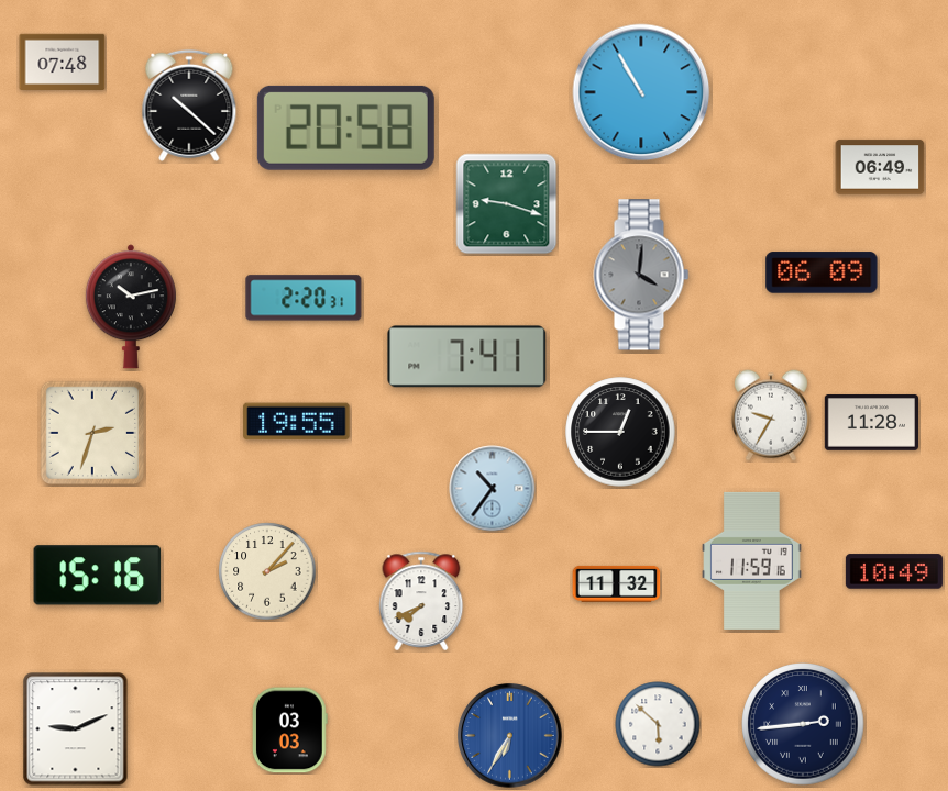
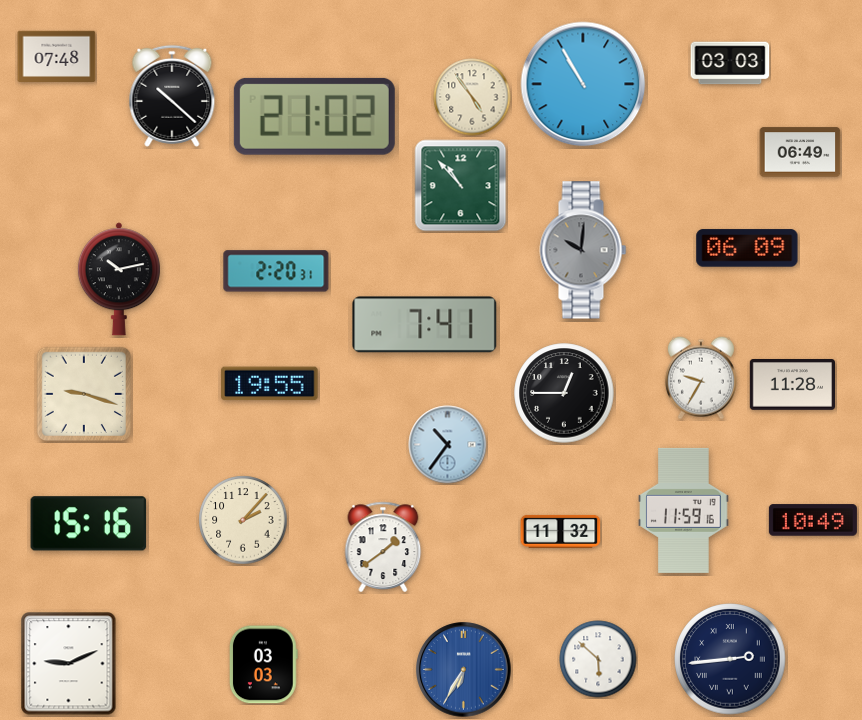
clock at (730, 63): none -> 03:03
clock at (472, 97): none -> 4:54
clock at (345, 127): 20:58 -> 21:02
clock at (507, 204): 9:18 -> 10:53
clock at (641, 275): 4:01 -> 10:01
clock at (91, 432): 2:33 -> 9:18
clock at (421, 601): 7:41 -> 1:39
